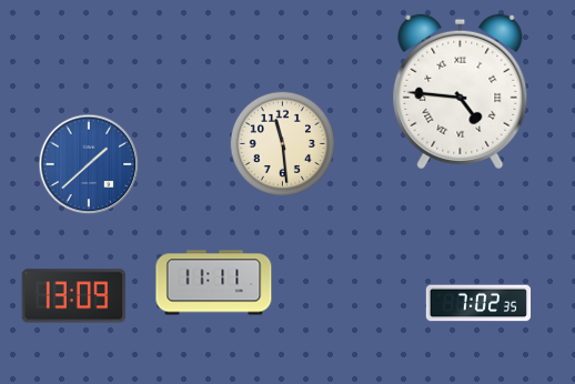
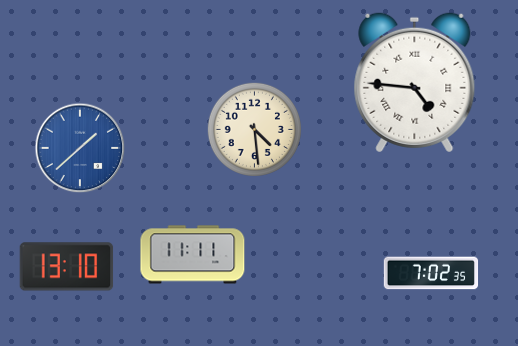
clock at (282, 143): 11:29 -> 4:29
clock at (74, 296): 13:09 -> 13:10
